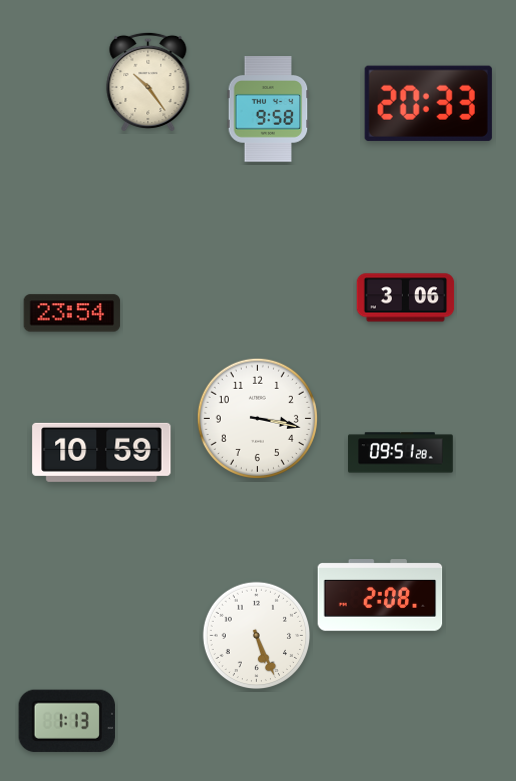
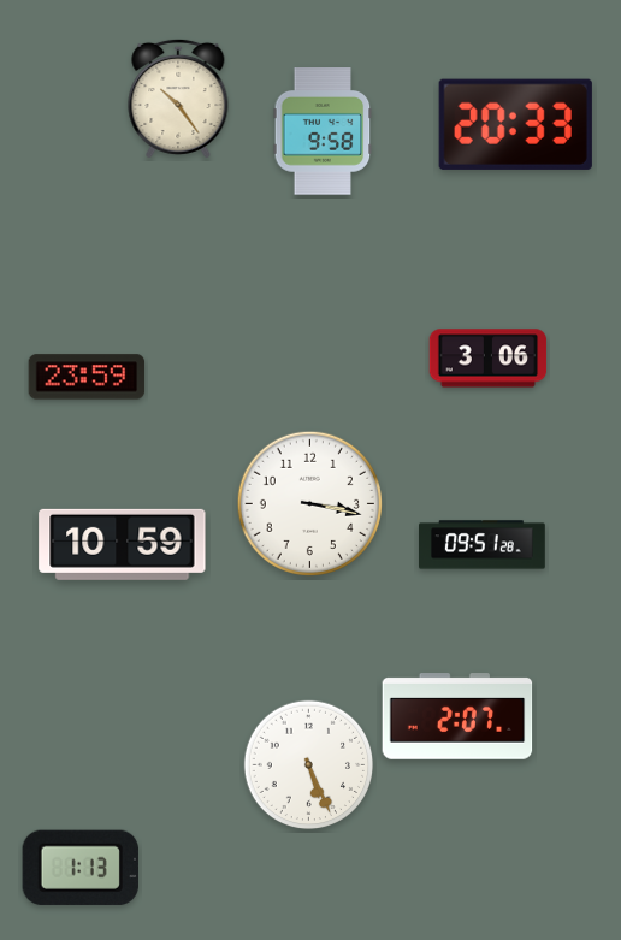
clock at (72, 313): 23:54 -> 23:59
clock at (380, 595): 2:08 -> 2:07
